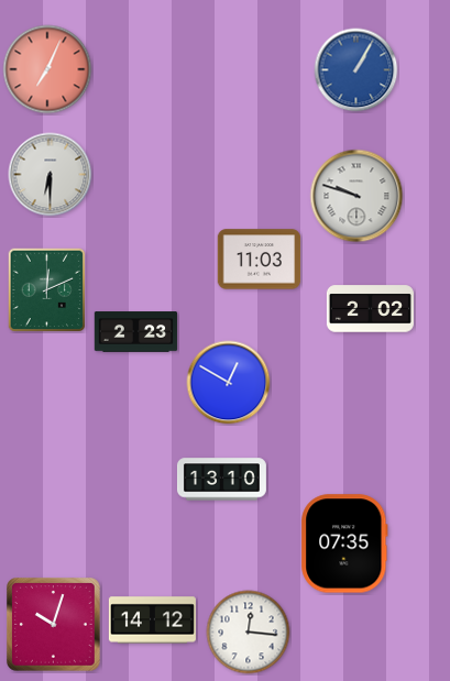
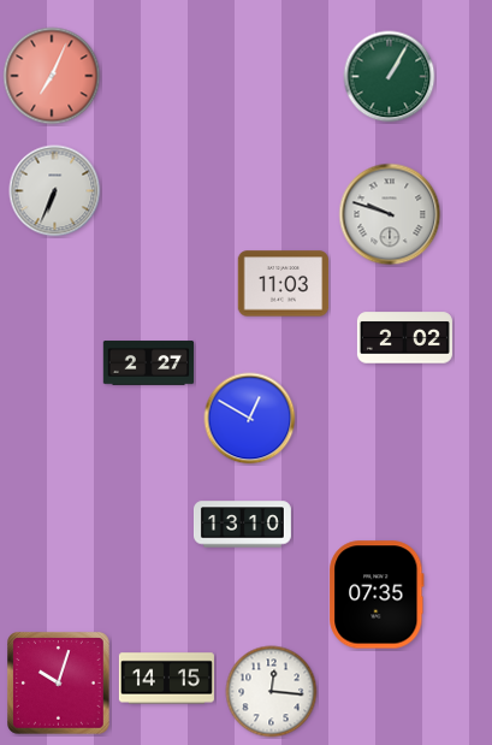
clock at (356, 70) dial: blue -> green
clock at (51, 175): 6:30 -> 6:34
clock at (47, 290): 12:11 -> none
clock at (136, 332): 2:23 -> 2:27
clock at (152, 620): 14:12 -> 14:15
